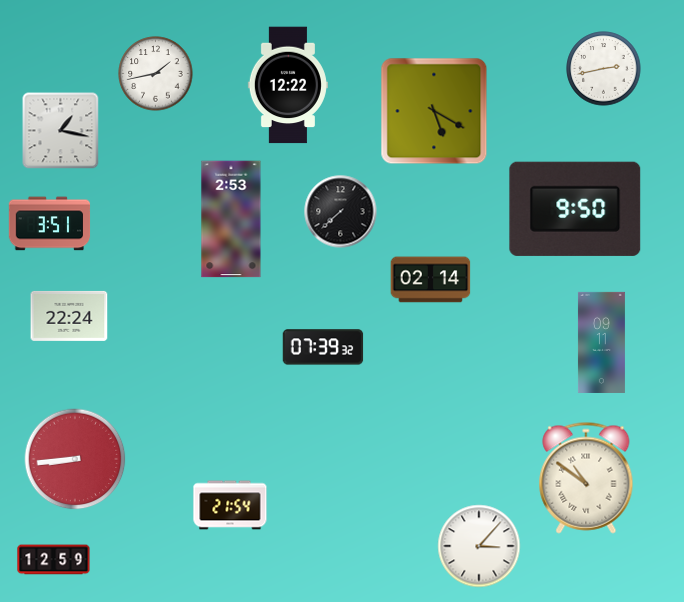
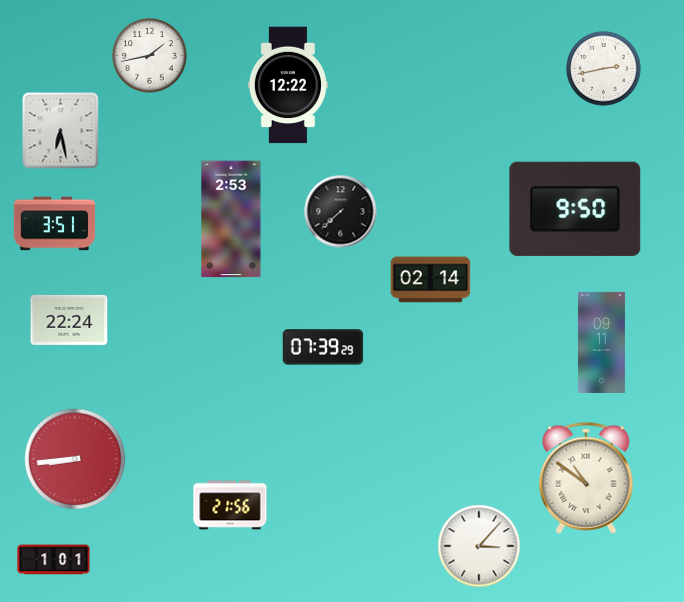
clock at (156, 74) position: (156, 74) -> (150, 56)
clock at (434, 111): 5:20 -> none
clock at (61, 131): 1:17 -> 6:28
clock at (50, 224) position: (50, 224) -> (55, 224)
clock at (69, 316) position: (69, 316) -> (69, 320)
clock at (323, 347): 07:39:32 -> 07:39:29
clock at (230, 505): 21:54 -> 21:56
clock at (54, 560): 12:59 -> 1:01
